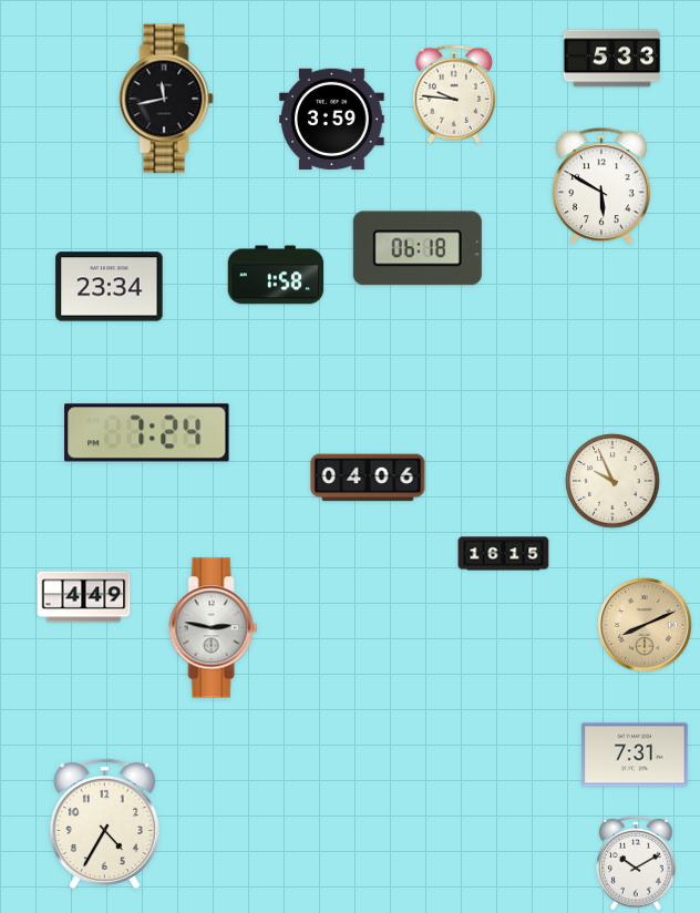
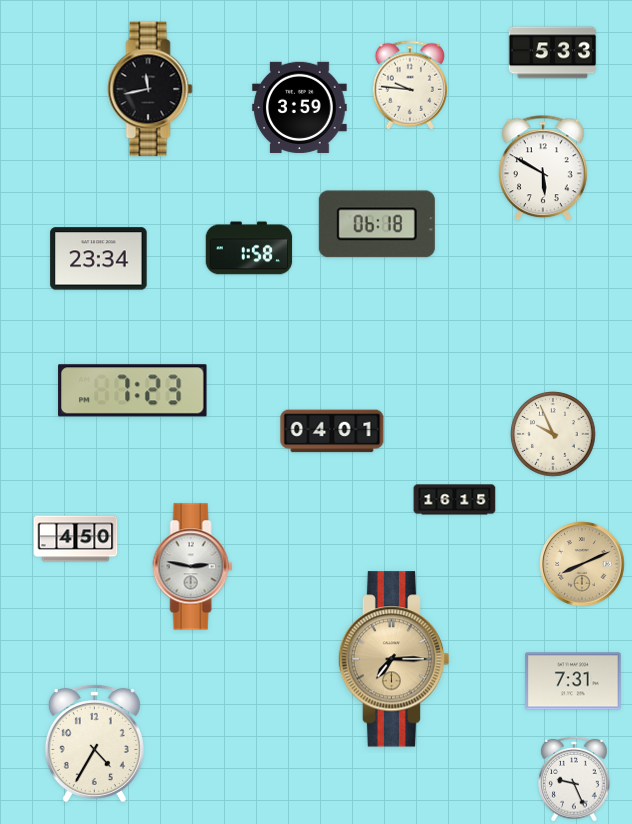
clock at (147, 433): 7:24 -> 7:23
clock at (368, 478): 04:06 -> 04:01
clock at (84, 597): 4:49 -> 4:50
clock at (394, 659): none -> 7:15
clock at (636, 863): 10:10 -> 9:26
